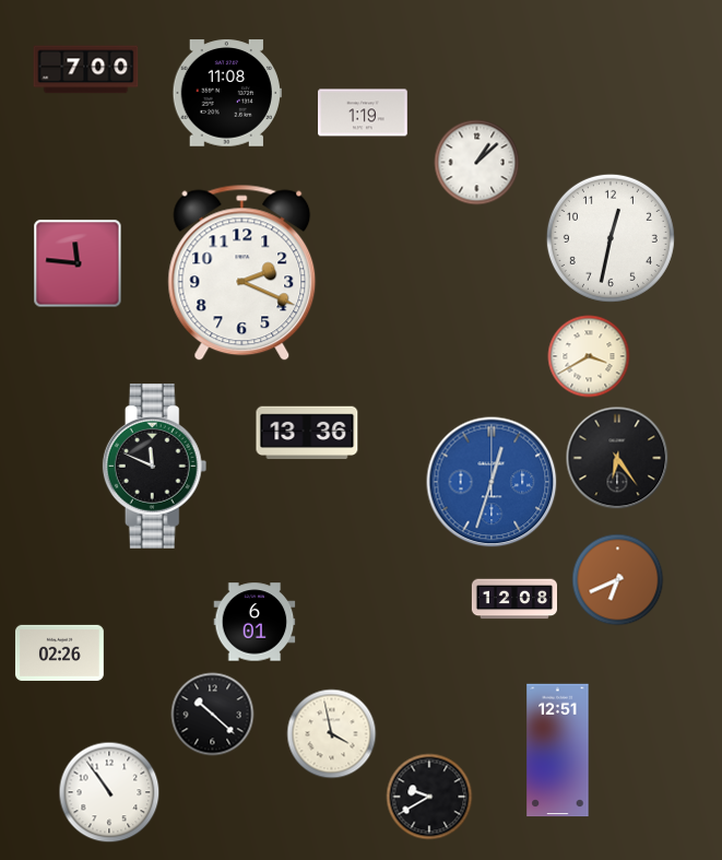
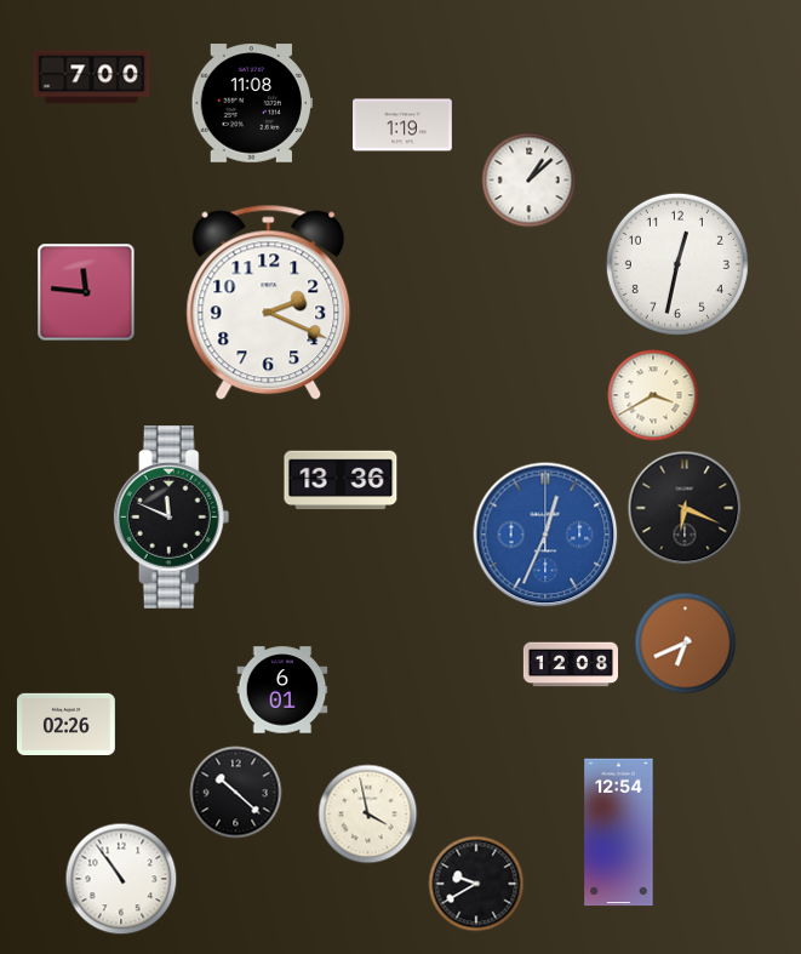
clock at (86, 70) position: (86, 70) -> (92, 78)
clock at (617, 458): 6:24 -> 6:19
clock at (492, 482): 12:33 -> 12:34
clock at (558, 751): 12:51 -> 12:54
